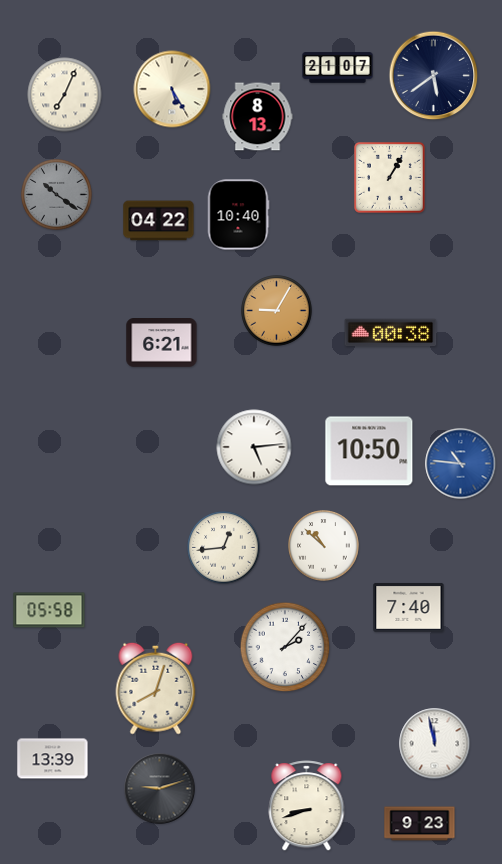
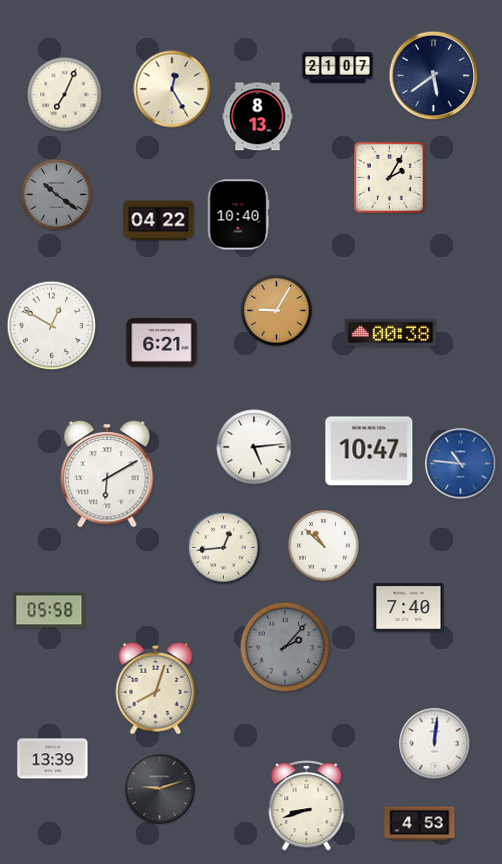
clock at (172, 89): 5:25 -> 12:25
clock at (390, 178): 1:05 -> 2:05
clock at (52, 326): none -> 12:50
clock at (369, 451): 10:50 -> 10:47
clock at (107, 474): none -> 6:10
clock at (285, 647) dial: white -> grey
clock at (435, 744): 11:58 -> 12:01
clock at (420, 824): 9:23 -> 4:53
